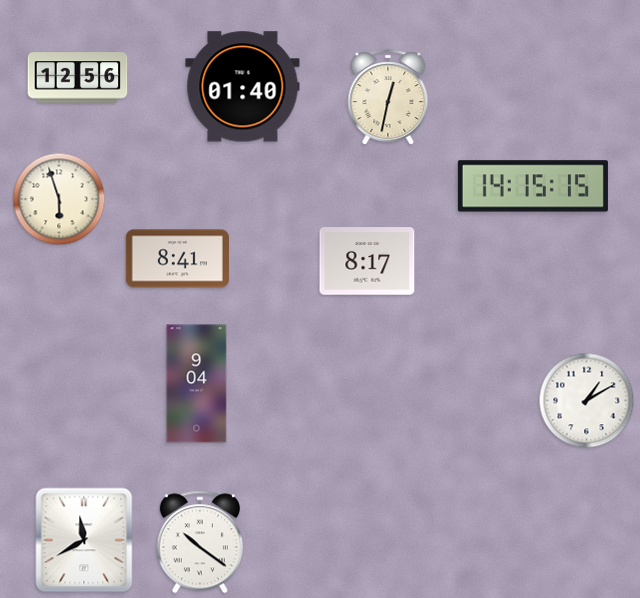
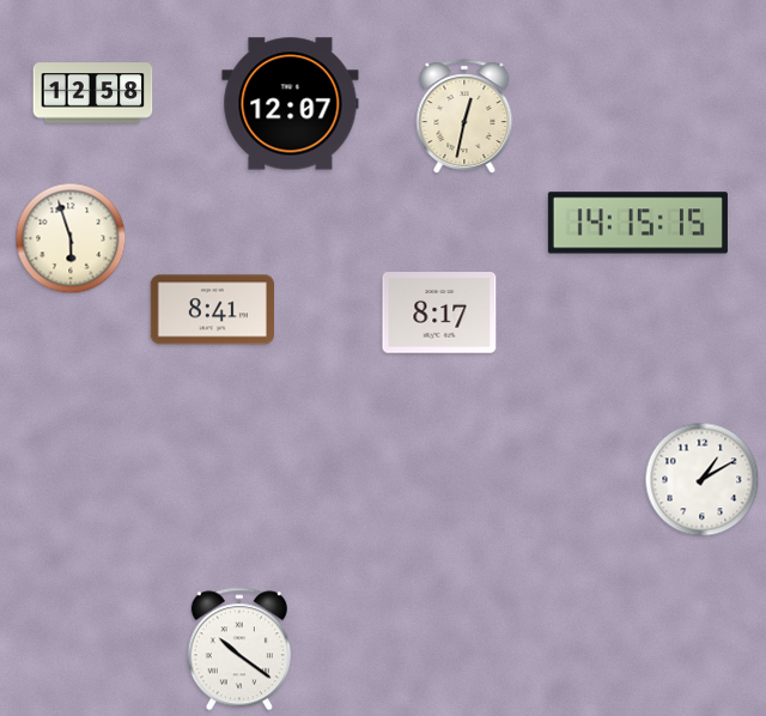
clock at (78, 78): 12:56 -> 12:58
clock at (243, 87): 01:40 -> 12:07
clock at (197, 384): 9:04 -> none
clock at (84, 540): 11:40 -> none
